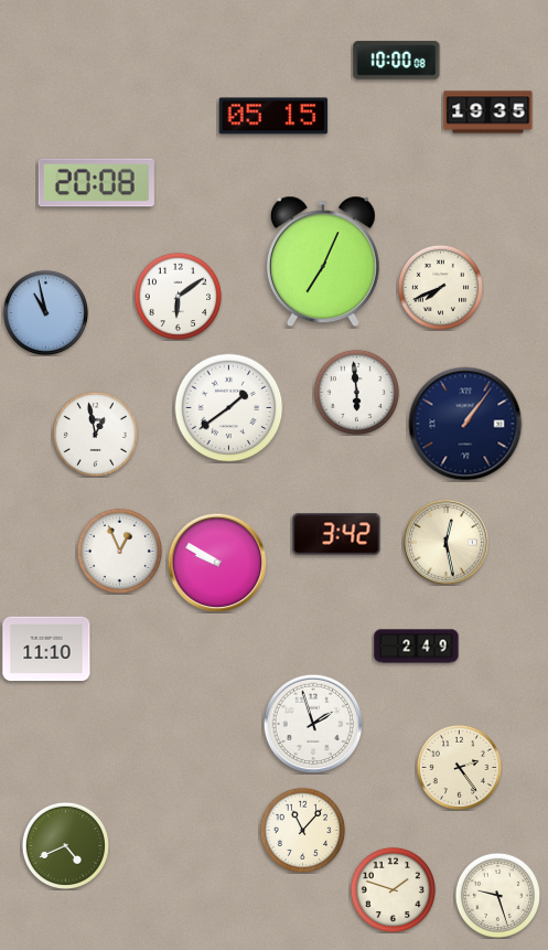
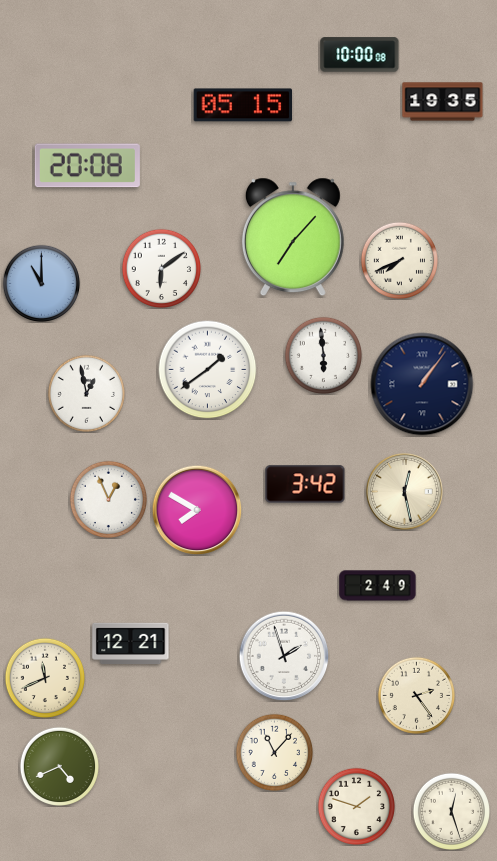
clock at (273, 116) position: (273, 116) -> (243, 105)
clock at (323, 261): 7:04 -> 7:07
clock at (45, 312): 10:58 -> 11:00
clock at (217, 563): 9:50 -> 7:50
clock at (46, 649): 11:10 -> none
clock at (131, 643): none -> 12:21
clock at (44, 677): none -> 11:41
clock at (497, 895): 9:27 -> 12:27
